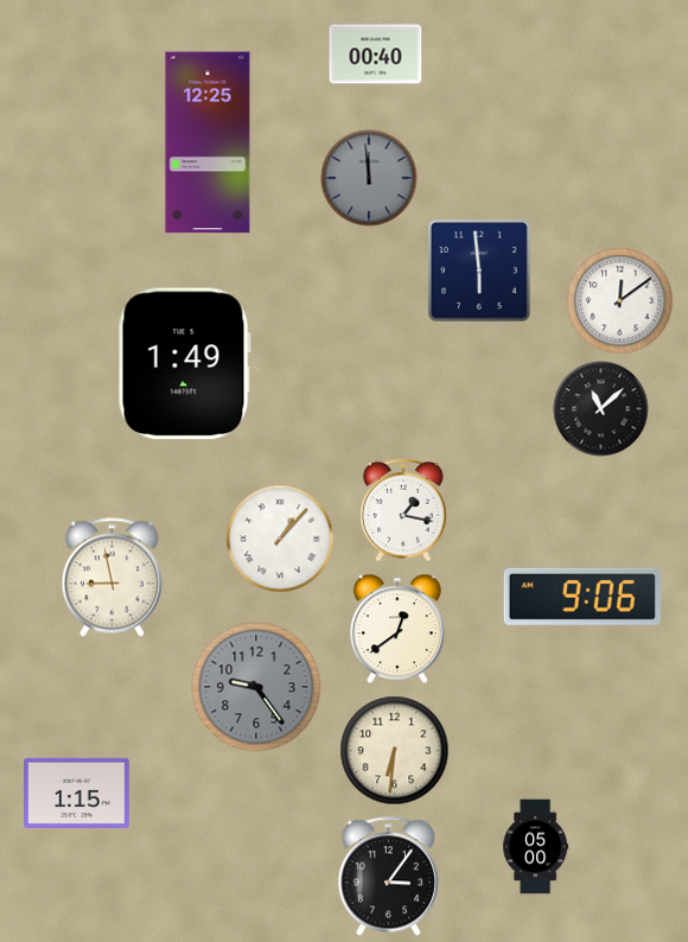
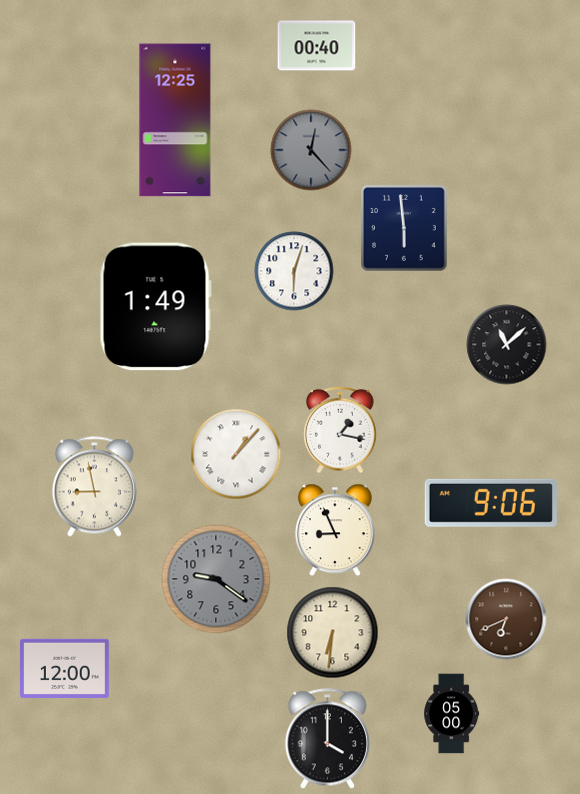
clock at (369, 178): 11:59 -> 12:23
clock at (620, 301): 12:09 -> none
clock at (294, 271): none -> 6:03
clock at (397, 629): 12:39 -> 8:56
clock at (256, 687): 9:24 -> 9:21
clock at (506, 619): none -> 6:41
clock at (77, 793): 1:15 -> 12:00
clock at (388, 877): 3:06 -> 4:00
